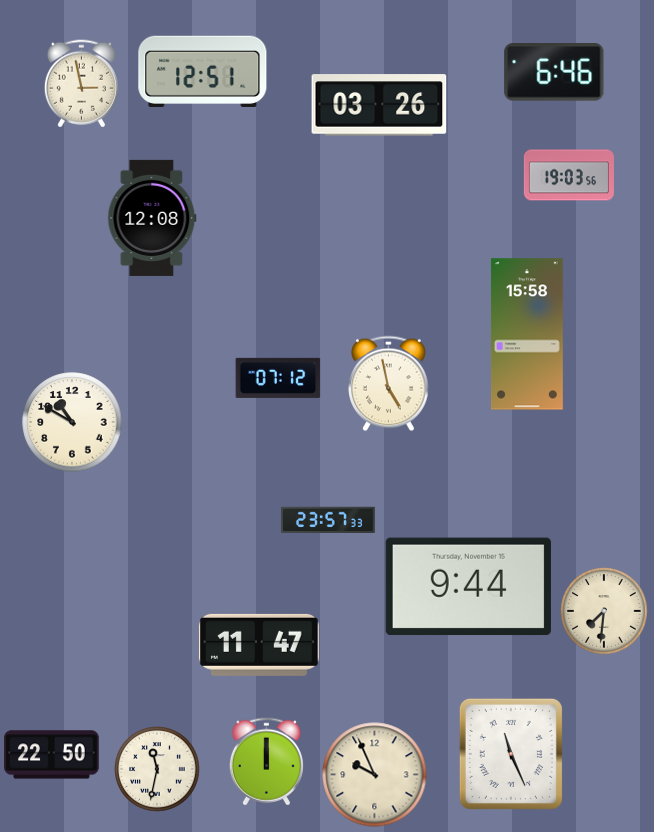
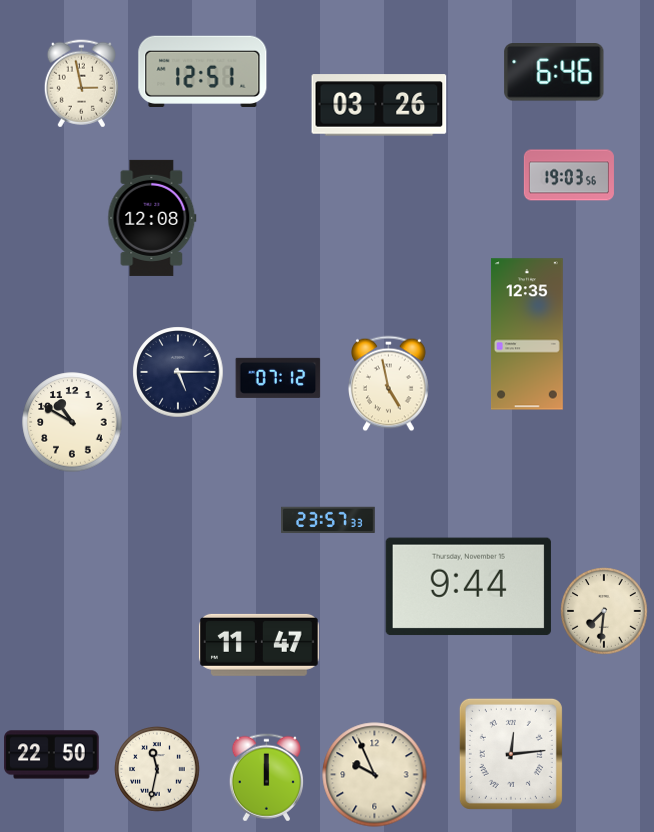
clock at (527, 334): 15:58 -> 12:35
clock at (178, 372): none -> 5:15
clock at (511, 754): 11:26 -> 12:14
clock at (266, 762) position: (266, 762) -> (266, 778)
